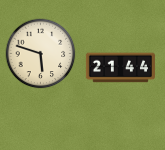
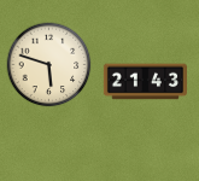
clock at (120, 68): 21:44 -> 21:43
